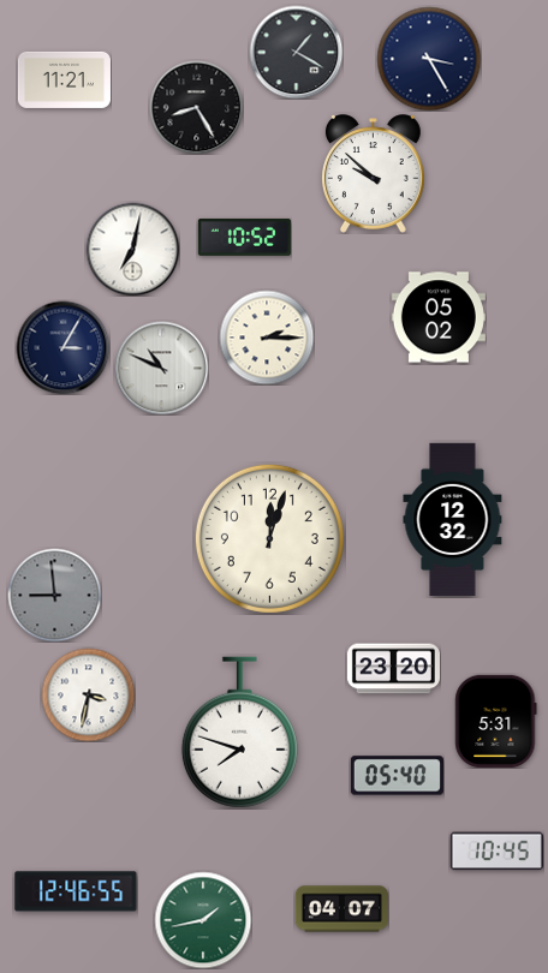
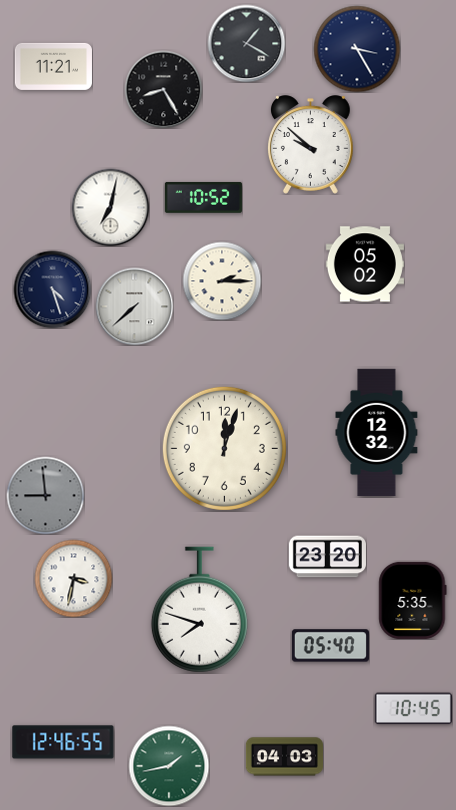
clock at (62, 347): 3:05 -> 4:27
clock at (161, 368): 10:49 -> 7:38
clock at (496, 721): 5:31 -> 5:35
clock at (341, 909): 04:07 -> 04:03
